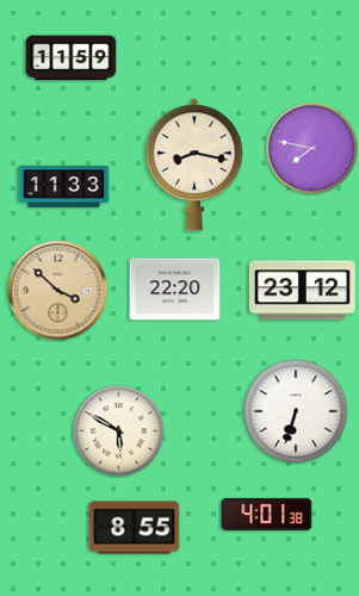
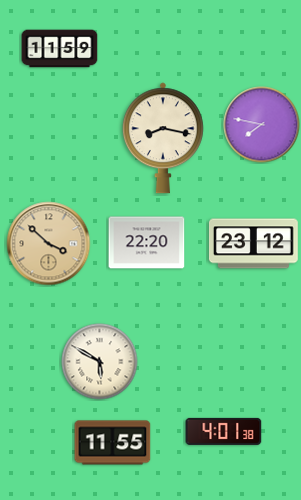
clock at (64, 187): 11:33 -> none
clock at (296, 411): 6:33 -> none
clock at (135, 528): 8:55 -> 11:55
